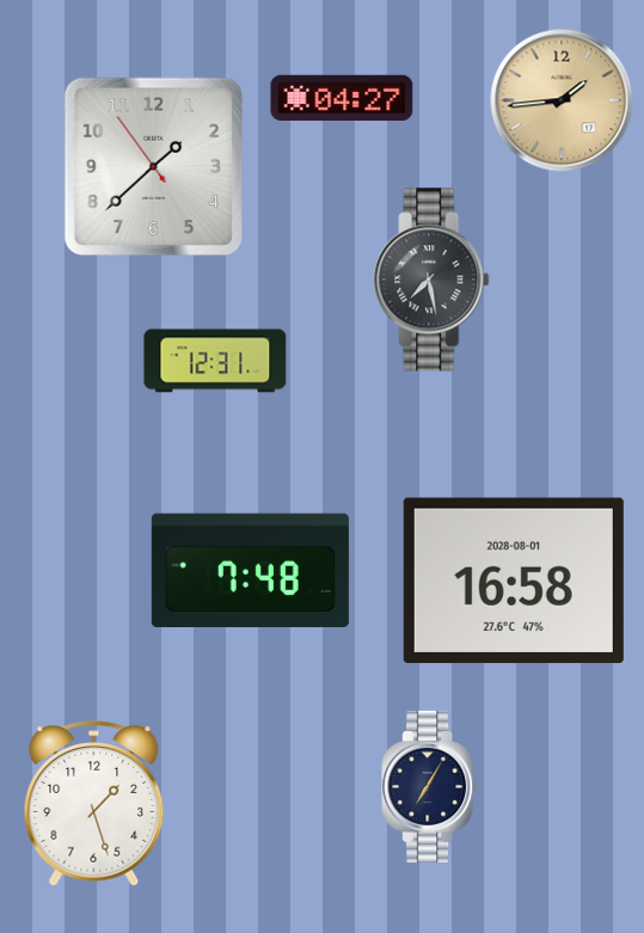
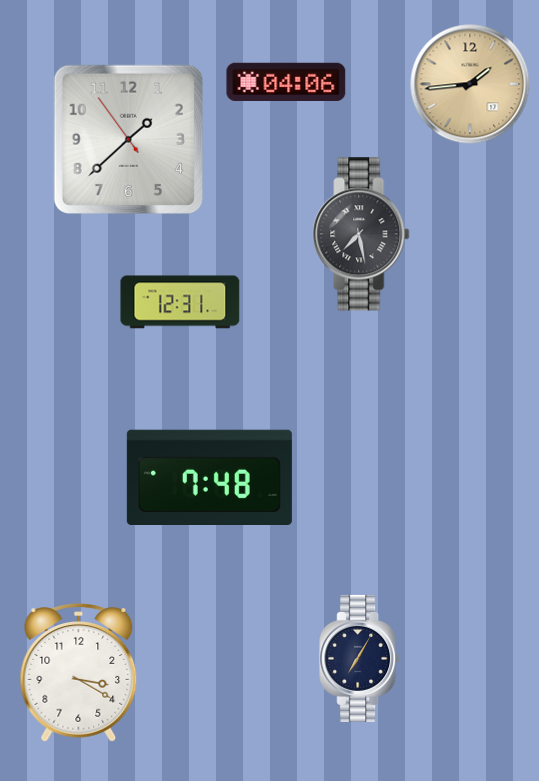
clock at (342, 98): 04:27 -> 04:06
clock at (514, 581): 16:58 -> none
clock at (94, 804): 1:27 -> 3:20
